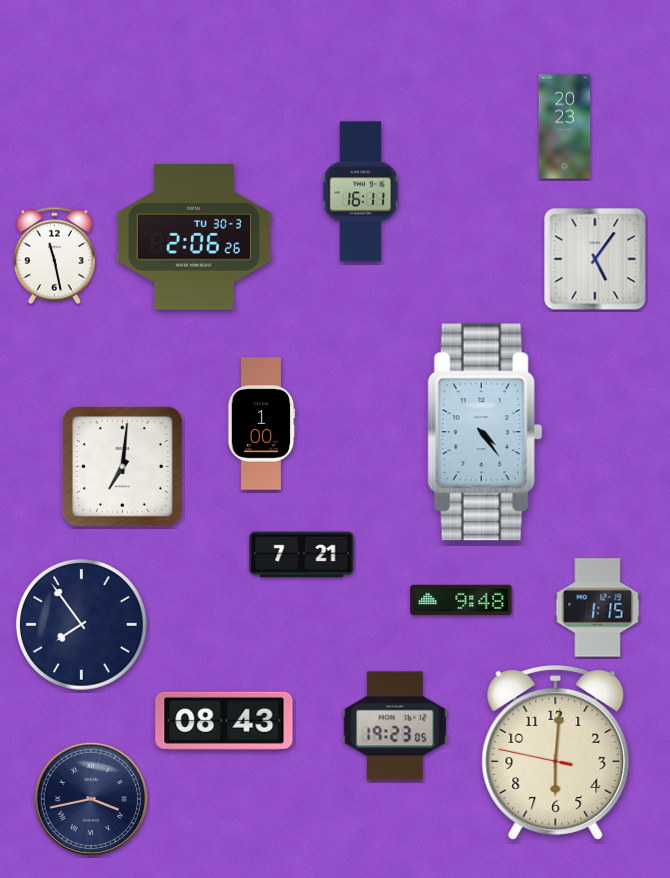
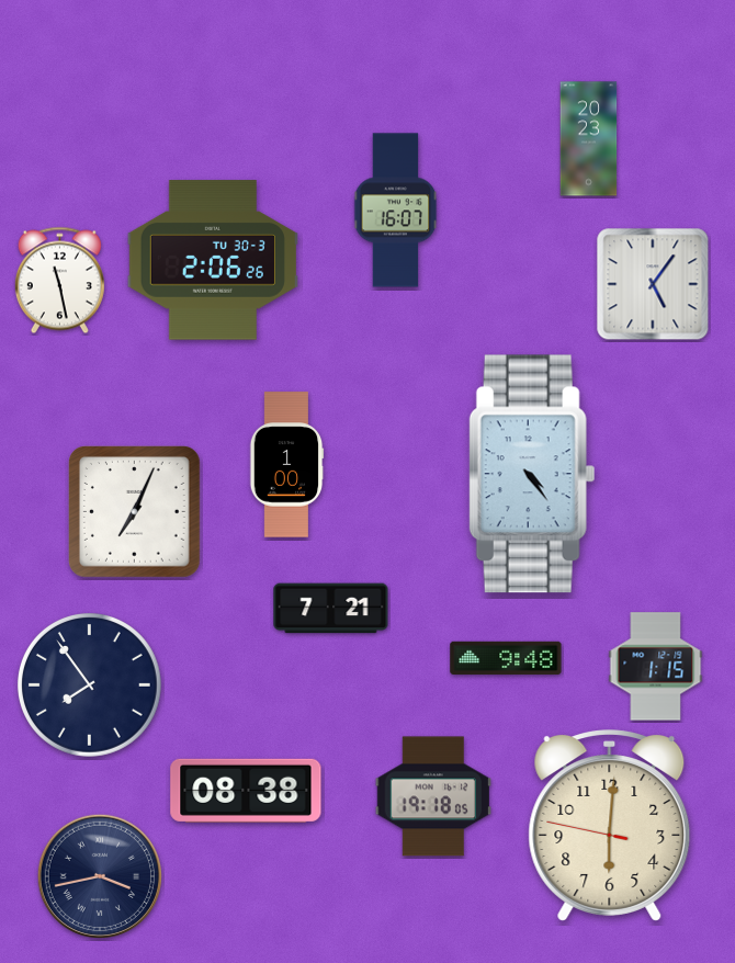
clock at (565, 127) position: (565, 127) -> (589, 139)
clock at (361, 192): 16:11 -> 16:07
clock at (123, 467): 7:01 -> 7:04
clock at (224, 721): 08:43 -> 08:38
clock at (394, 726): 19:23 -> 19:18
